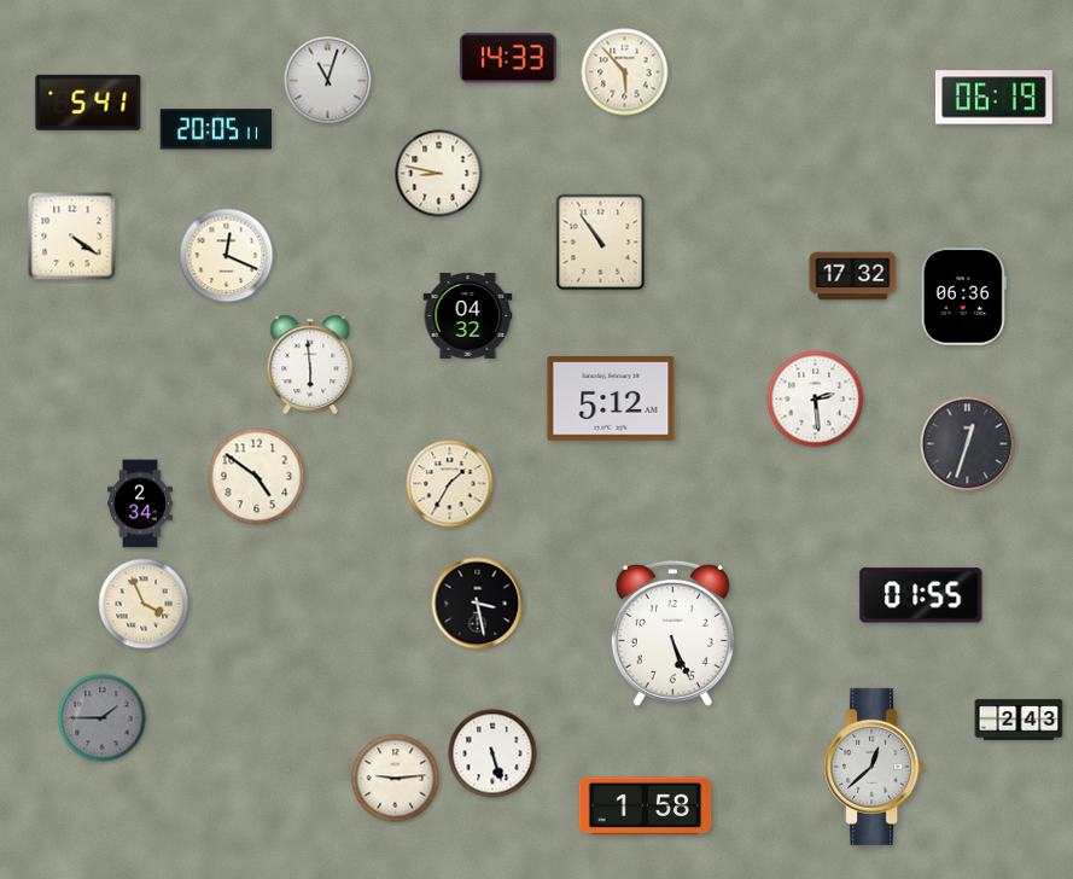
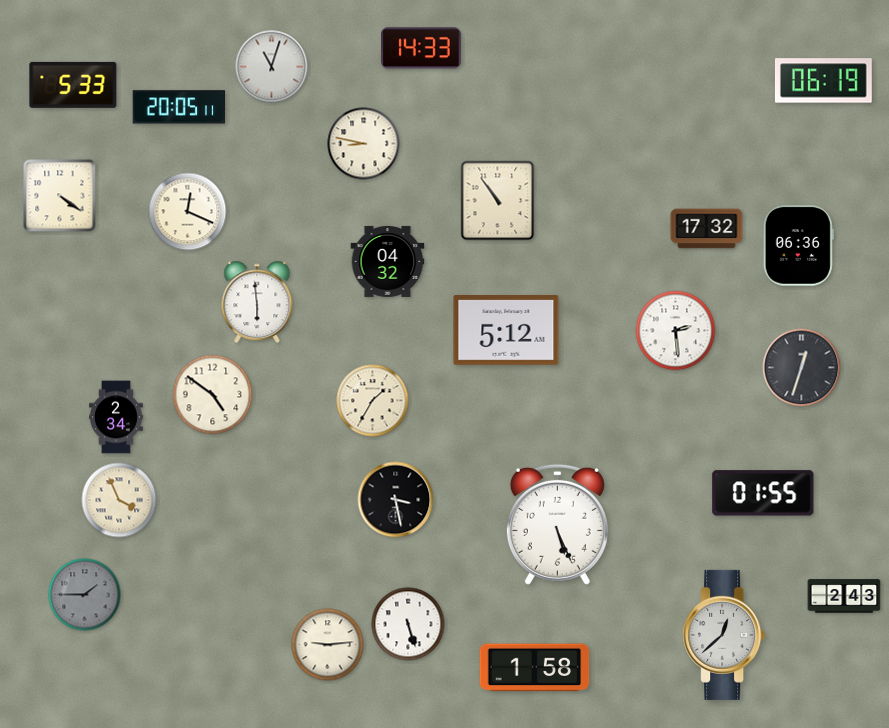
clock at (625, 72): 5:53 -> none
clock at (88, 103): 5:41 -> 5:33
